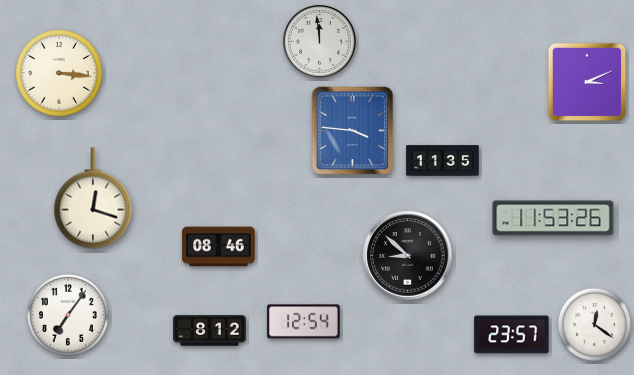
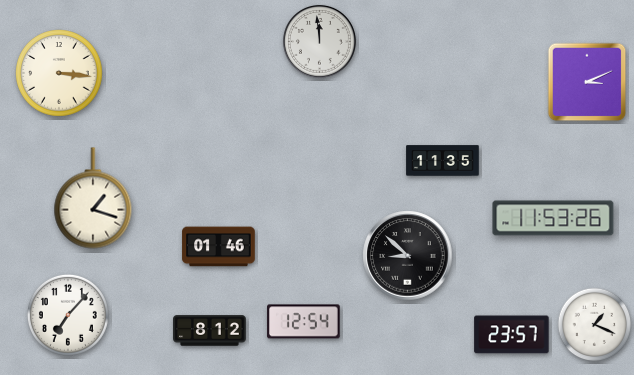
clock at (353, 131): 3:46 -> none
clock at (93, 198): 12:18 -> 1:18
clock at (219, 247): 08:46 -> 01:46
clock at (68, 315): 7:06 -> 7:07
clock at (595, 325): 12:21 -> 1:19
